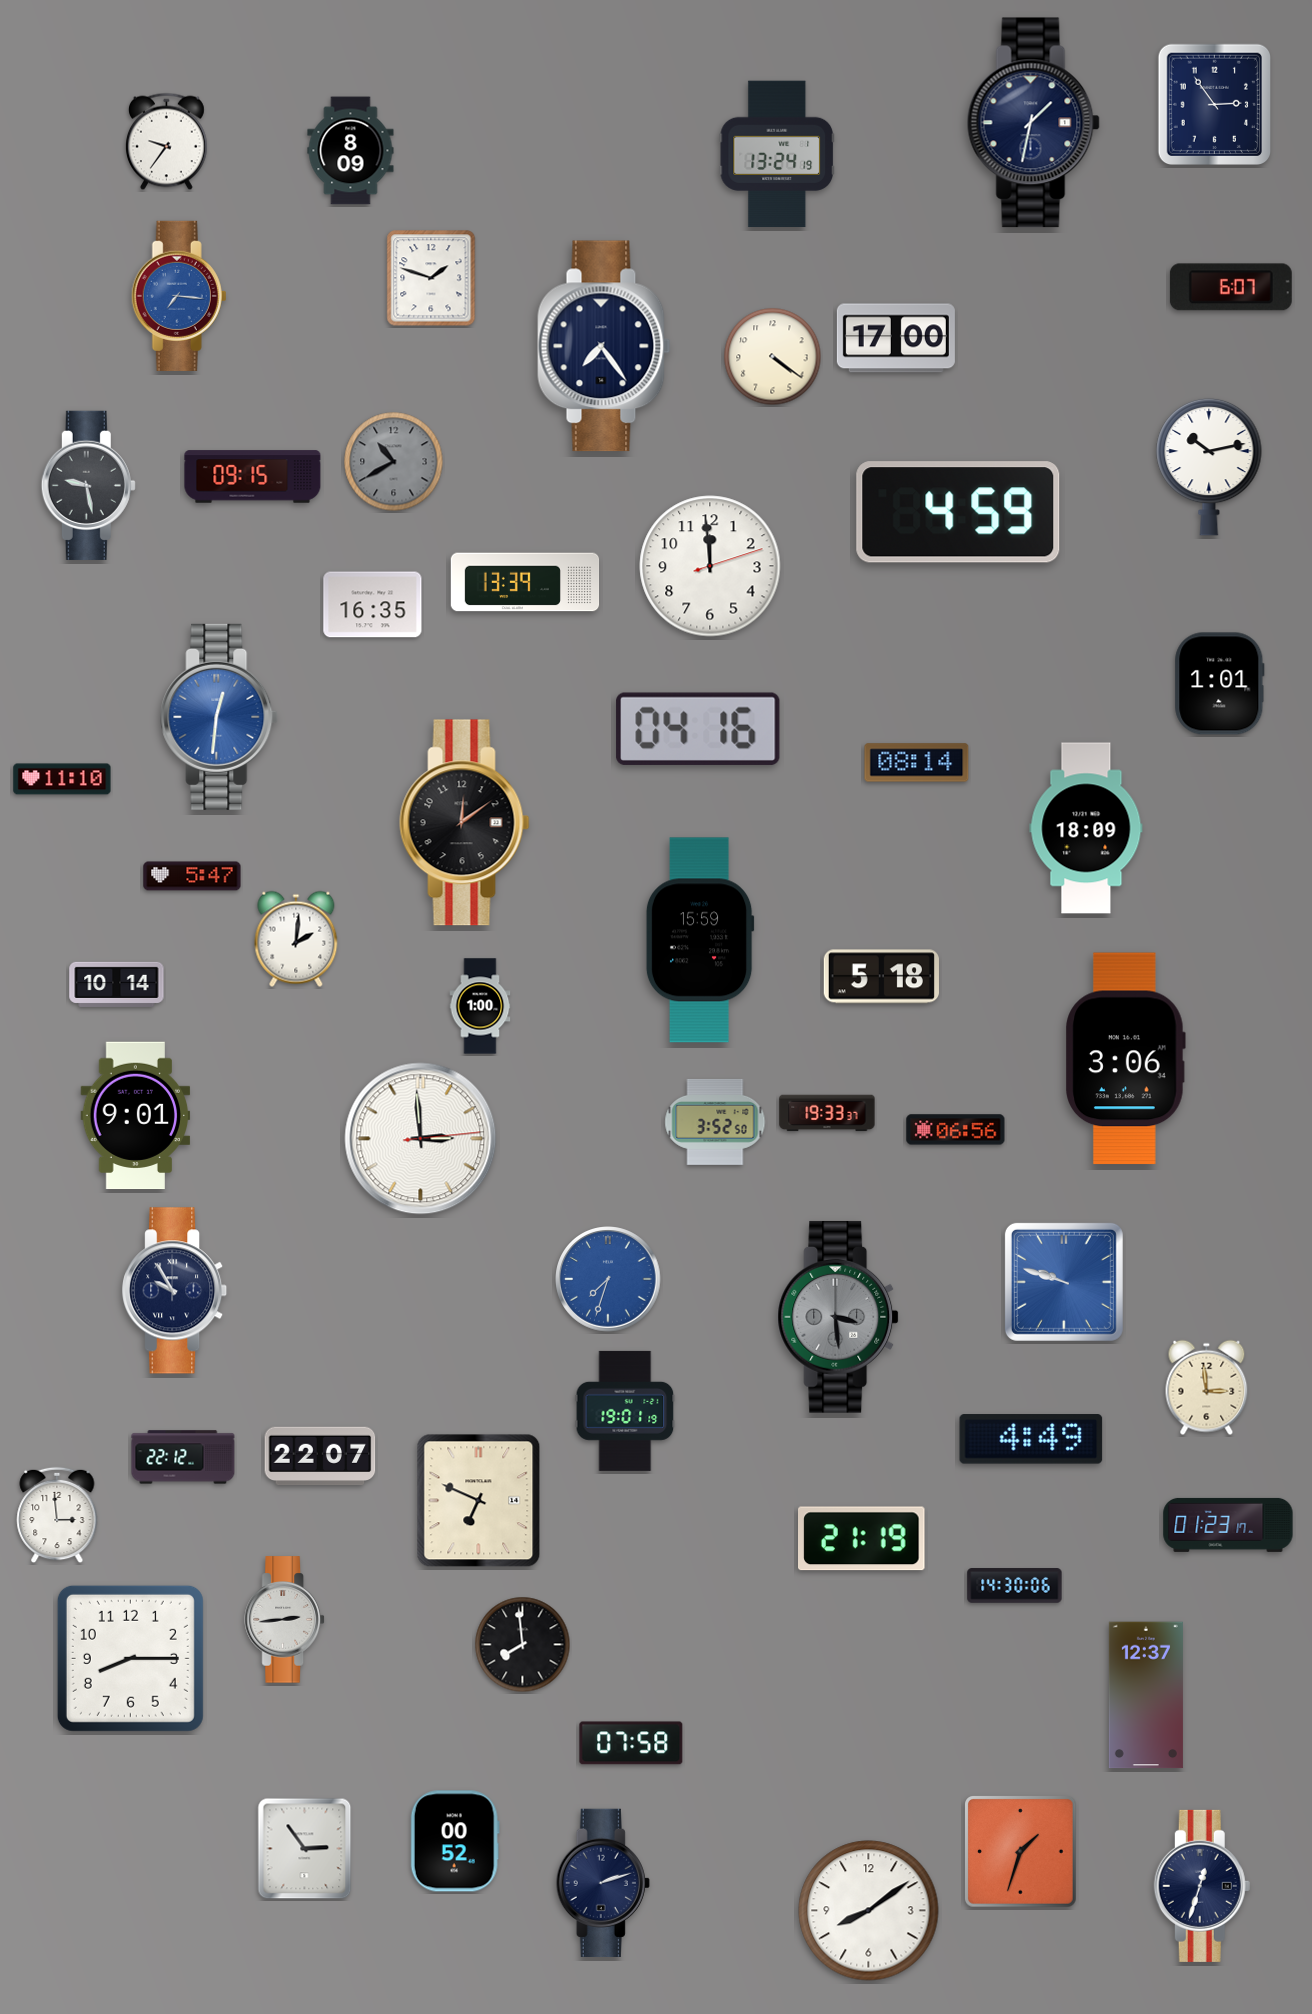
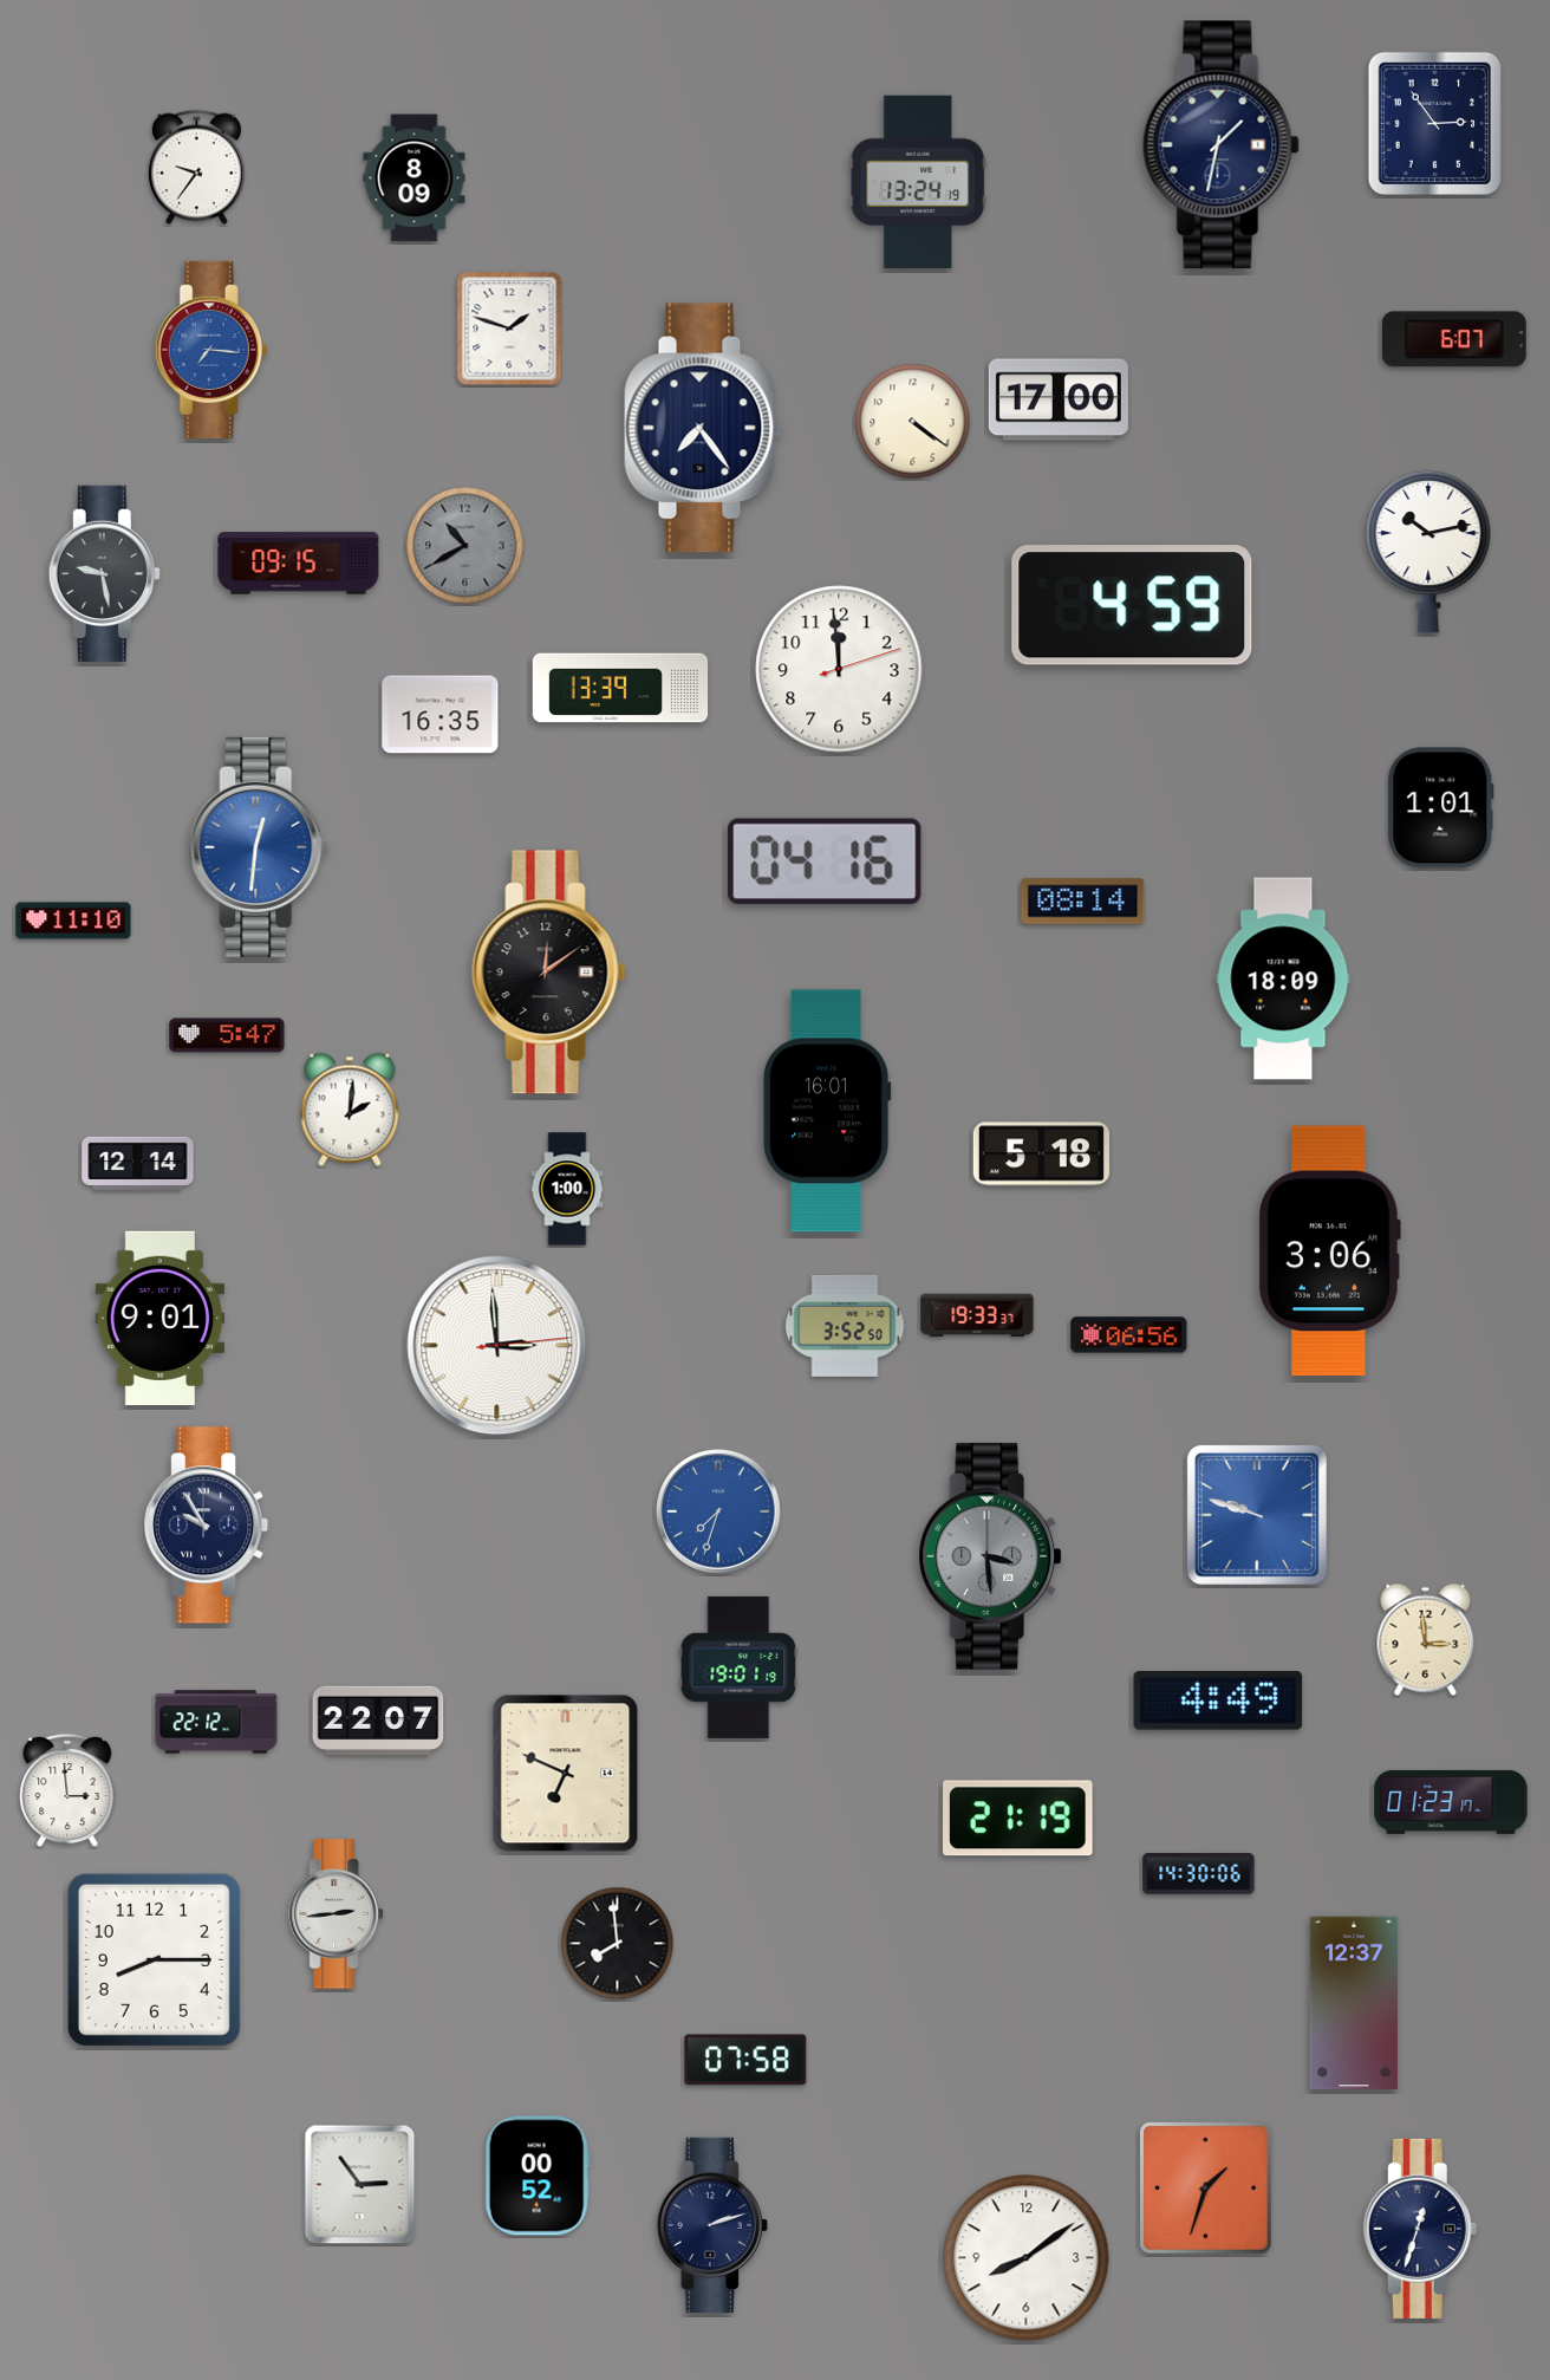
clock at (604, 346) position: (604, 346) -> (703, 428)
clock at (700, 940): 15:59 -> 16:01
clock at (117, 984): 10:14 -> 12:14
